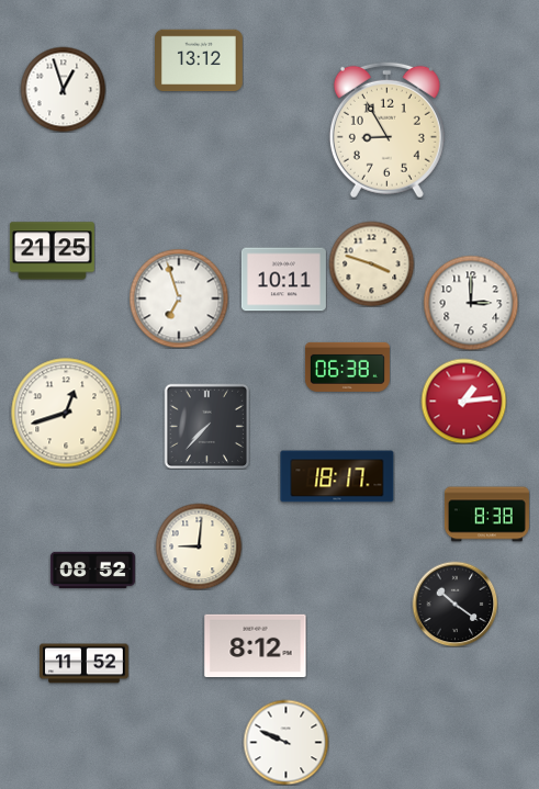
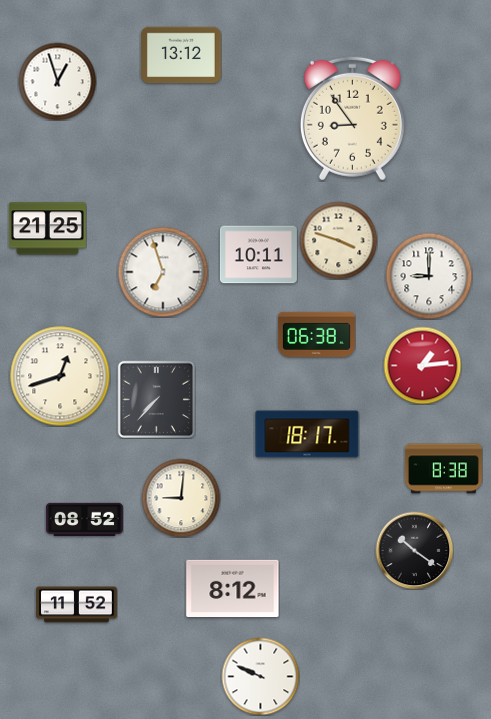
clock at (386, 129): 8:55 -> 8:54
clock at (471, 303): 3:00 -> 9:00
clock at (206, 426) position: (206, 426) -> (156, 399)
